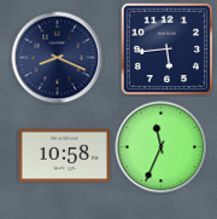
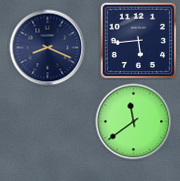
clock at (162, 148): 11:34 -> 11:39
clock at (65, 156): 10:58 -> none
